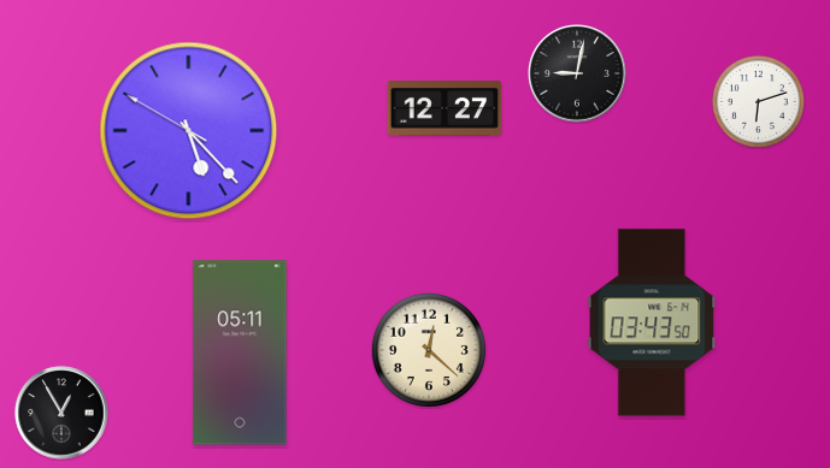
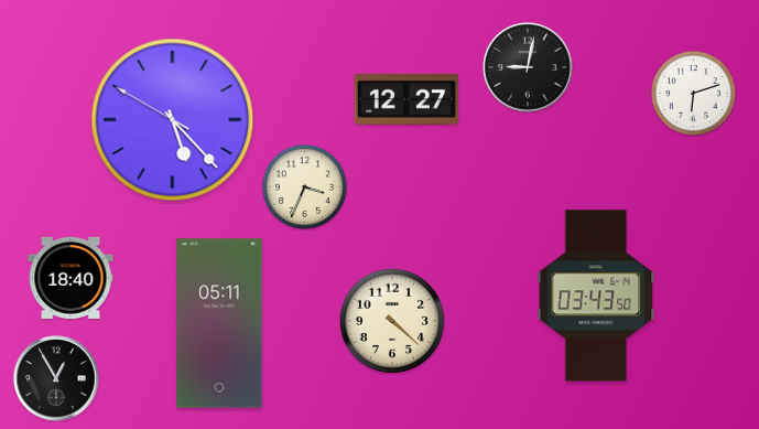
clock at (304, 186): none -> 3:34
clock at (71, 278): none -> 18:40
clock at (429, 350): 12:22 -> 4:22
